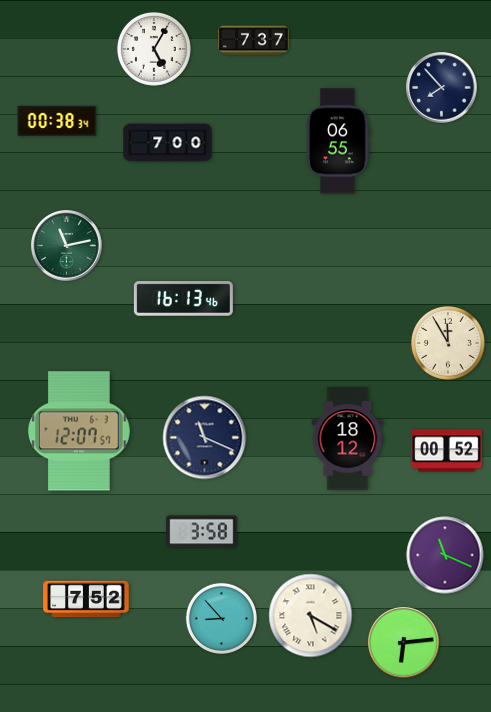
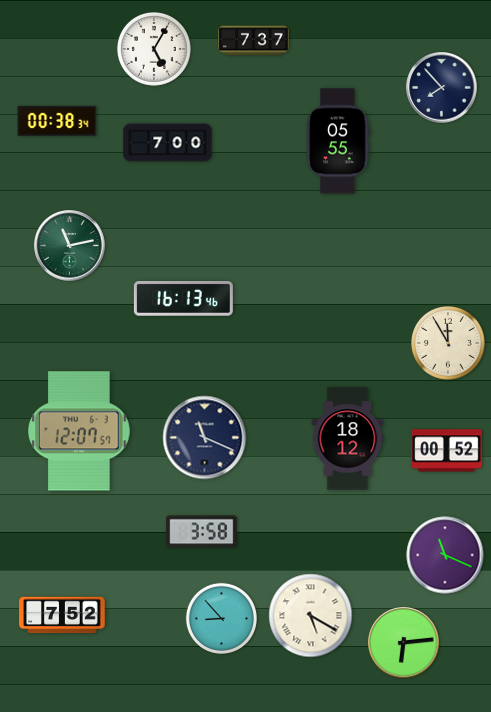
clock at (338, 141): 06:55 -> 05:55
clock at (67, 246) position: (67, 246) -> (70, 246)
clock at (86, 599) position: (86, 599) -> (62, 615)
